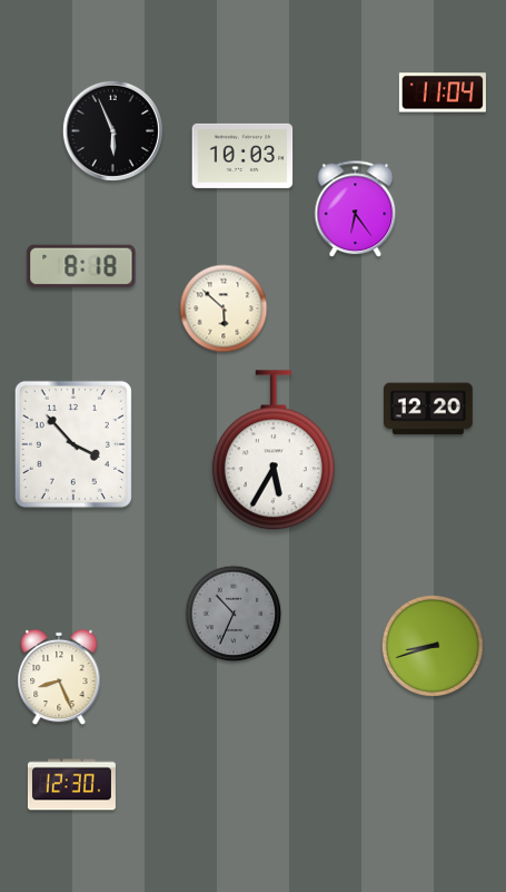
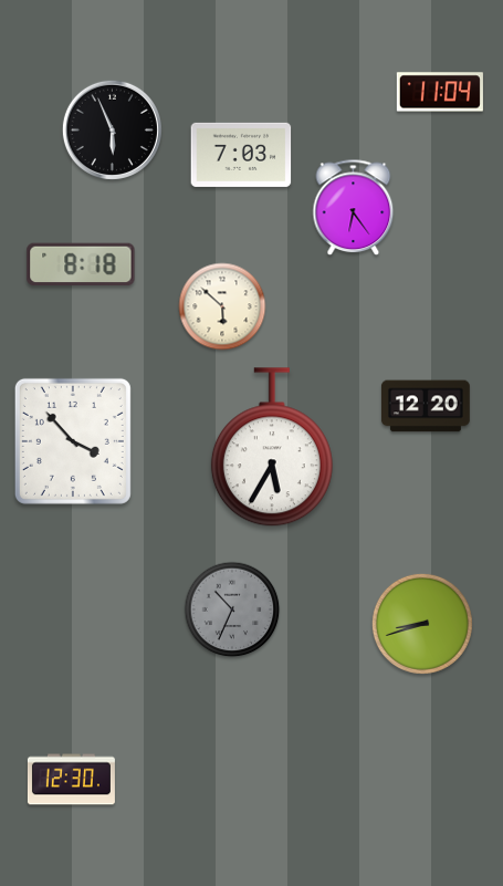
clock at (242, 156): 10:03 -> 7:03
clock at (433, 646) position: (433, 646) -> (422, 624)
clock at (59, 677): 8:26 -> none
